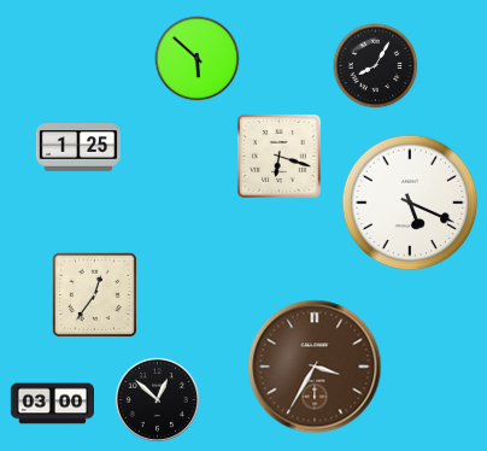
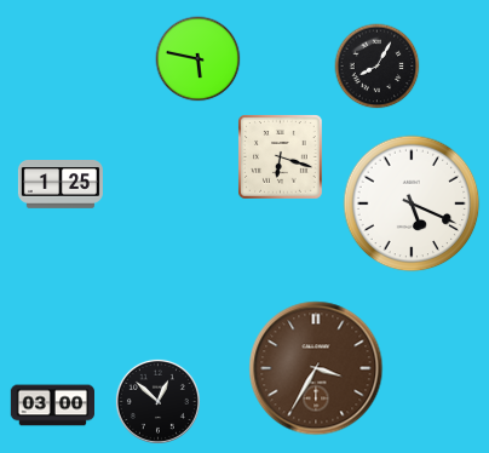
clock at (198, 59): 5:52 -> 5:47
clock at (78, 147) position: (78, 147) -> (61, 184)
clock at (94, 294): 12:36 -> none
